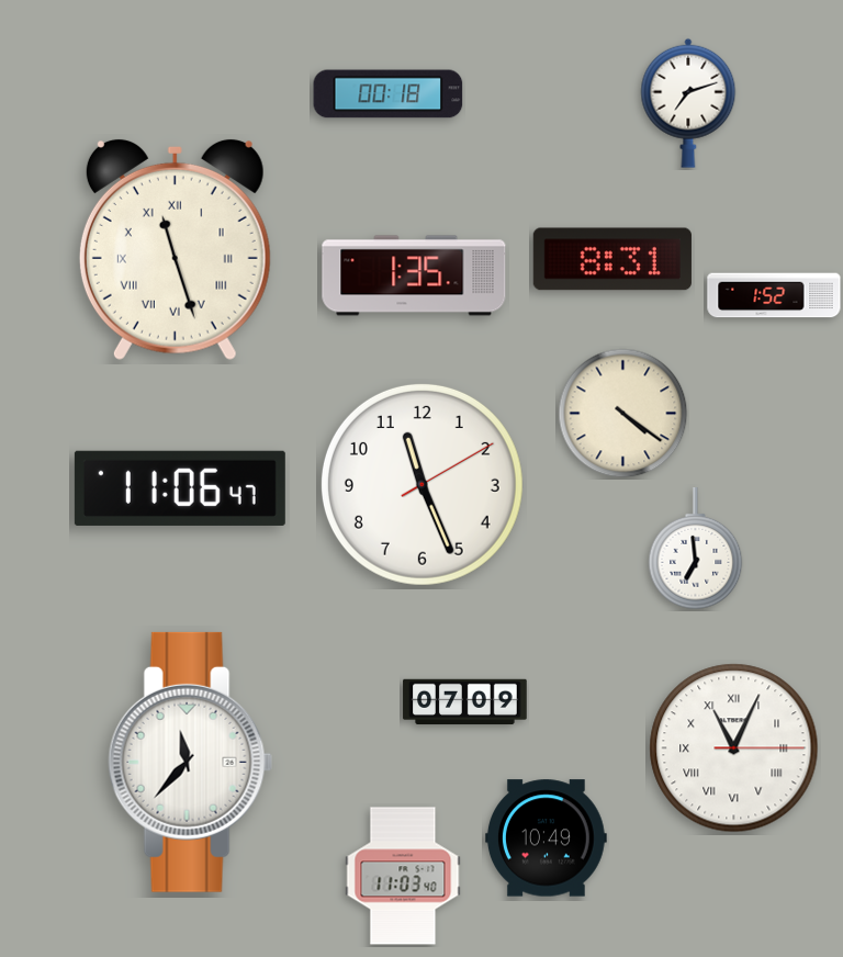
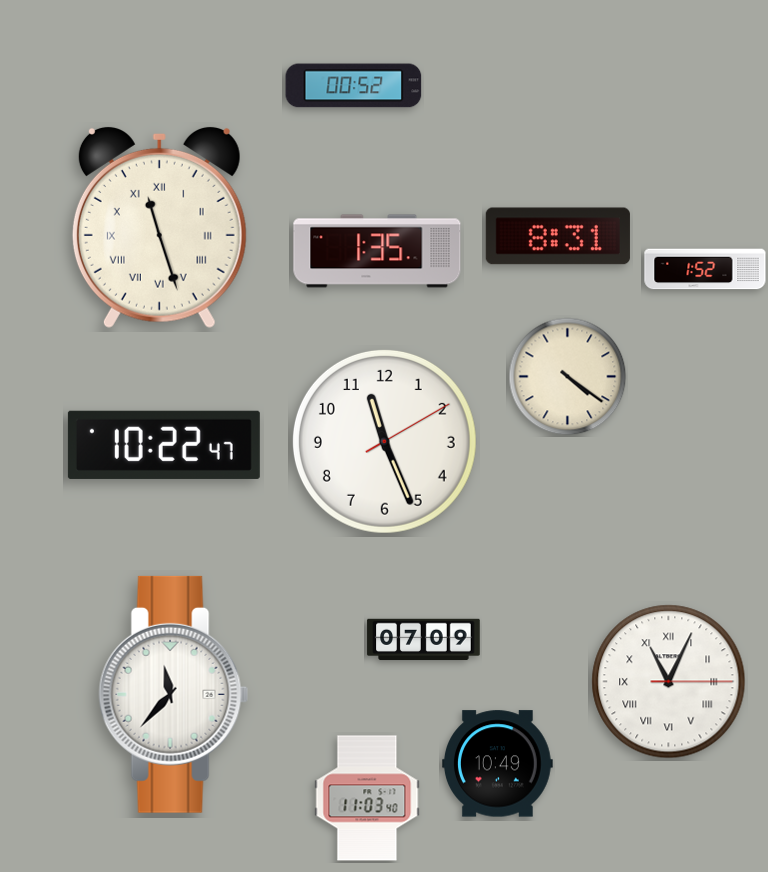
clock at (389, 94): 00:18 -> 00:52
clock at (688, 103): 7:12 -> none
clock at (180, 488): 11:06 -> 10:22
clock at (696, 550): 6:59 -> none
